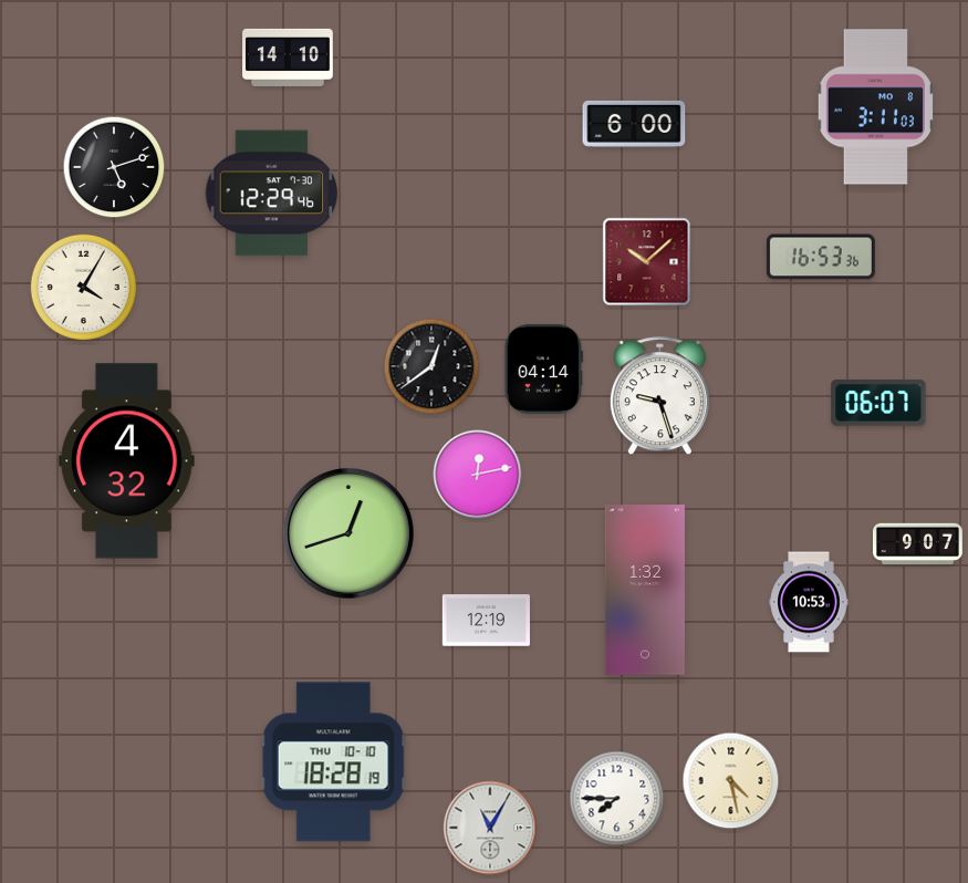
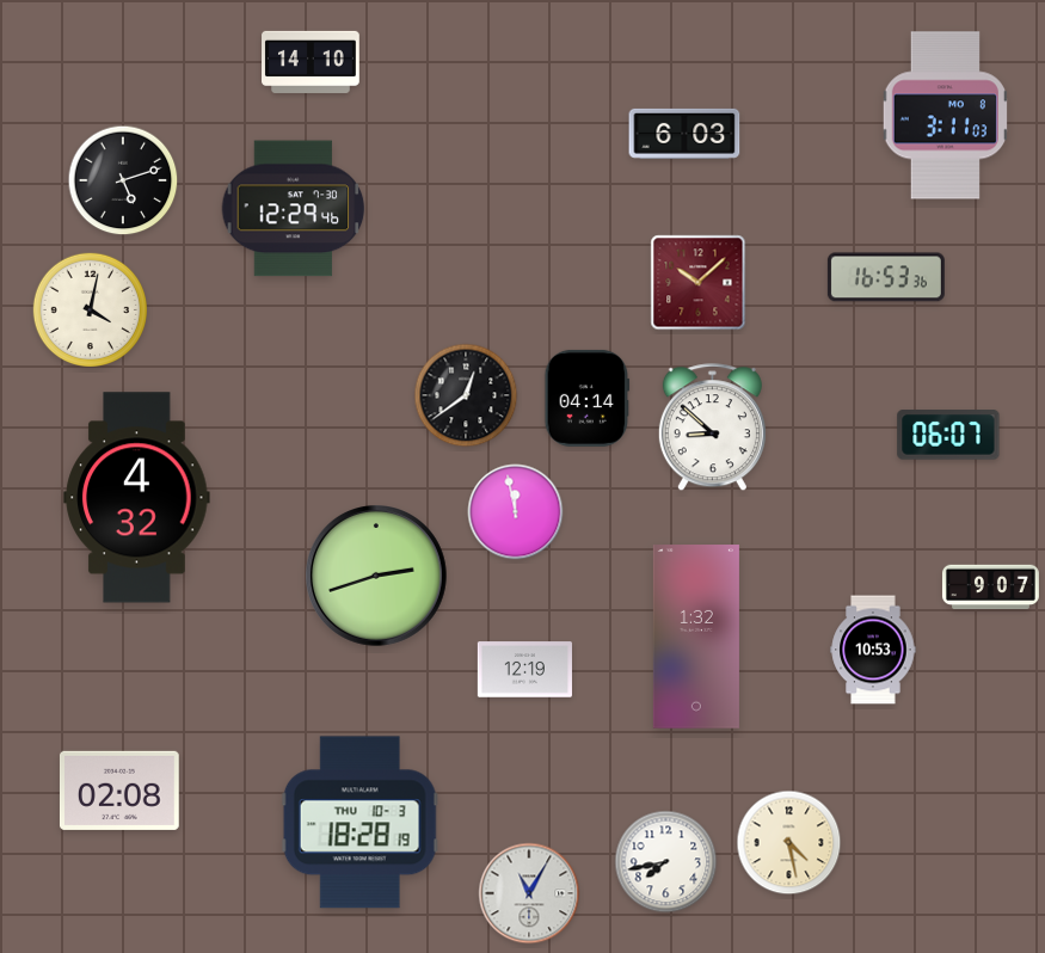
clock at (634, 124): 6:00 -> 6:03
clock at (83, 287): 4:05 -> 4:02
clock at (659, 396): 9:27 -> 8:52
clock at (478, 475): 12:13 -> 11:58
clock at (350, 534): 12:42 -> 2:42
clock at (119, 791): none -> 02:08
clock at (333, 762) date: THU 10-10 -> THU 10-3
clock at (617, 799): 7:45 -> 7:43
